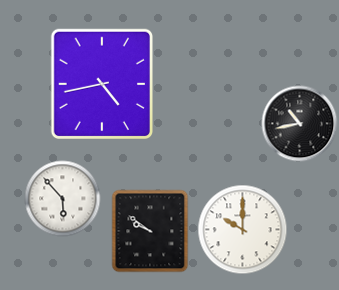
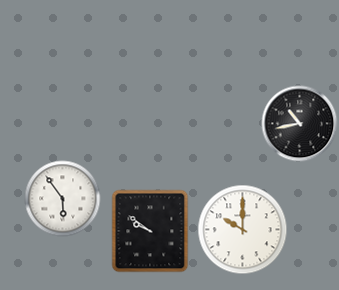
clock at (101, 83): 4:43 -> none
clock at (63, 199): 5:53 -> 5:54
